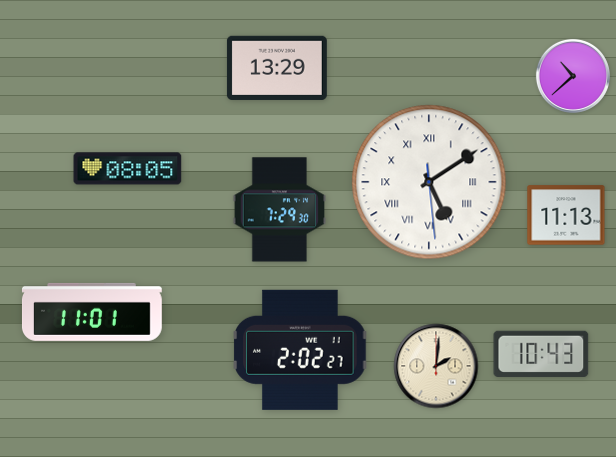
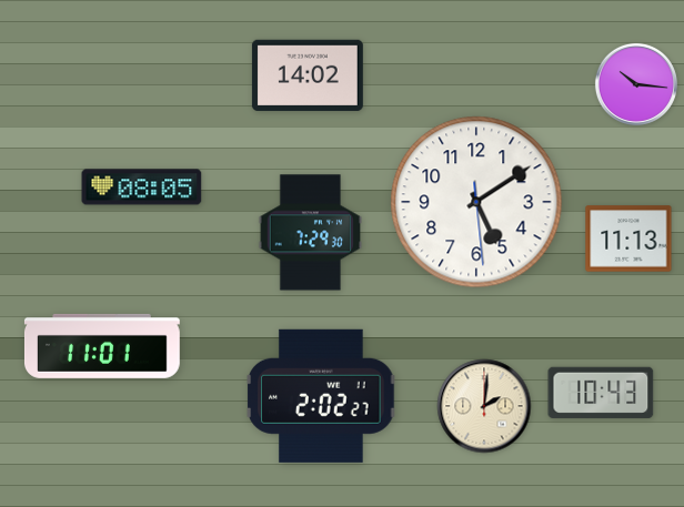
clock at (277, 68): 13:29 -> 14:02
clock at (573, 76): 10:38 -> 10:16
clock at (429, 182) numerals: Roman -> Arabic
clock at (300, 350) position: (300, 350) -> (321, 396)
